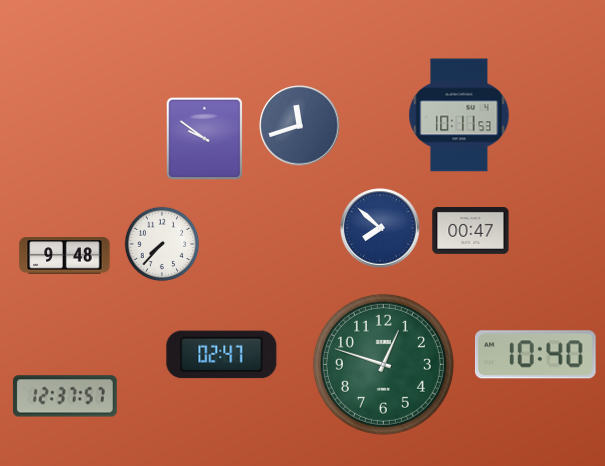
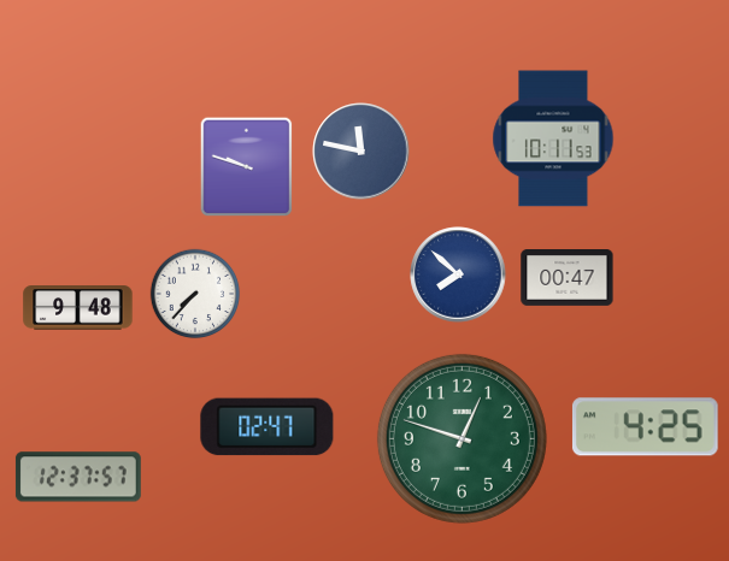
clock at (300, 126): 11:42 -> 11:47
clock at (205, 139): 9:51 -> 9:48
clock at (535, 355): 10:40 -> 4:25
